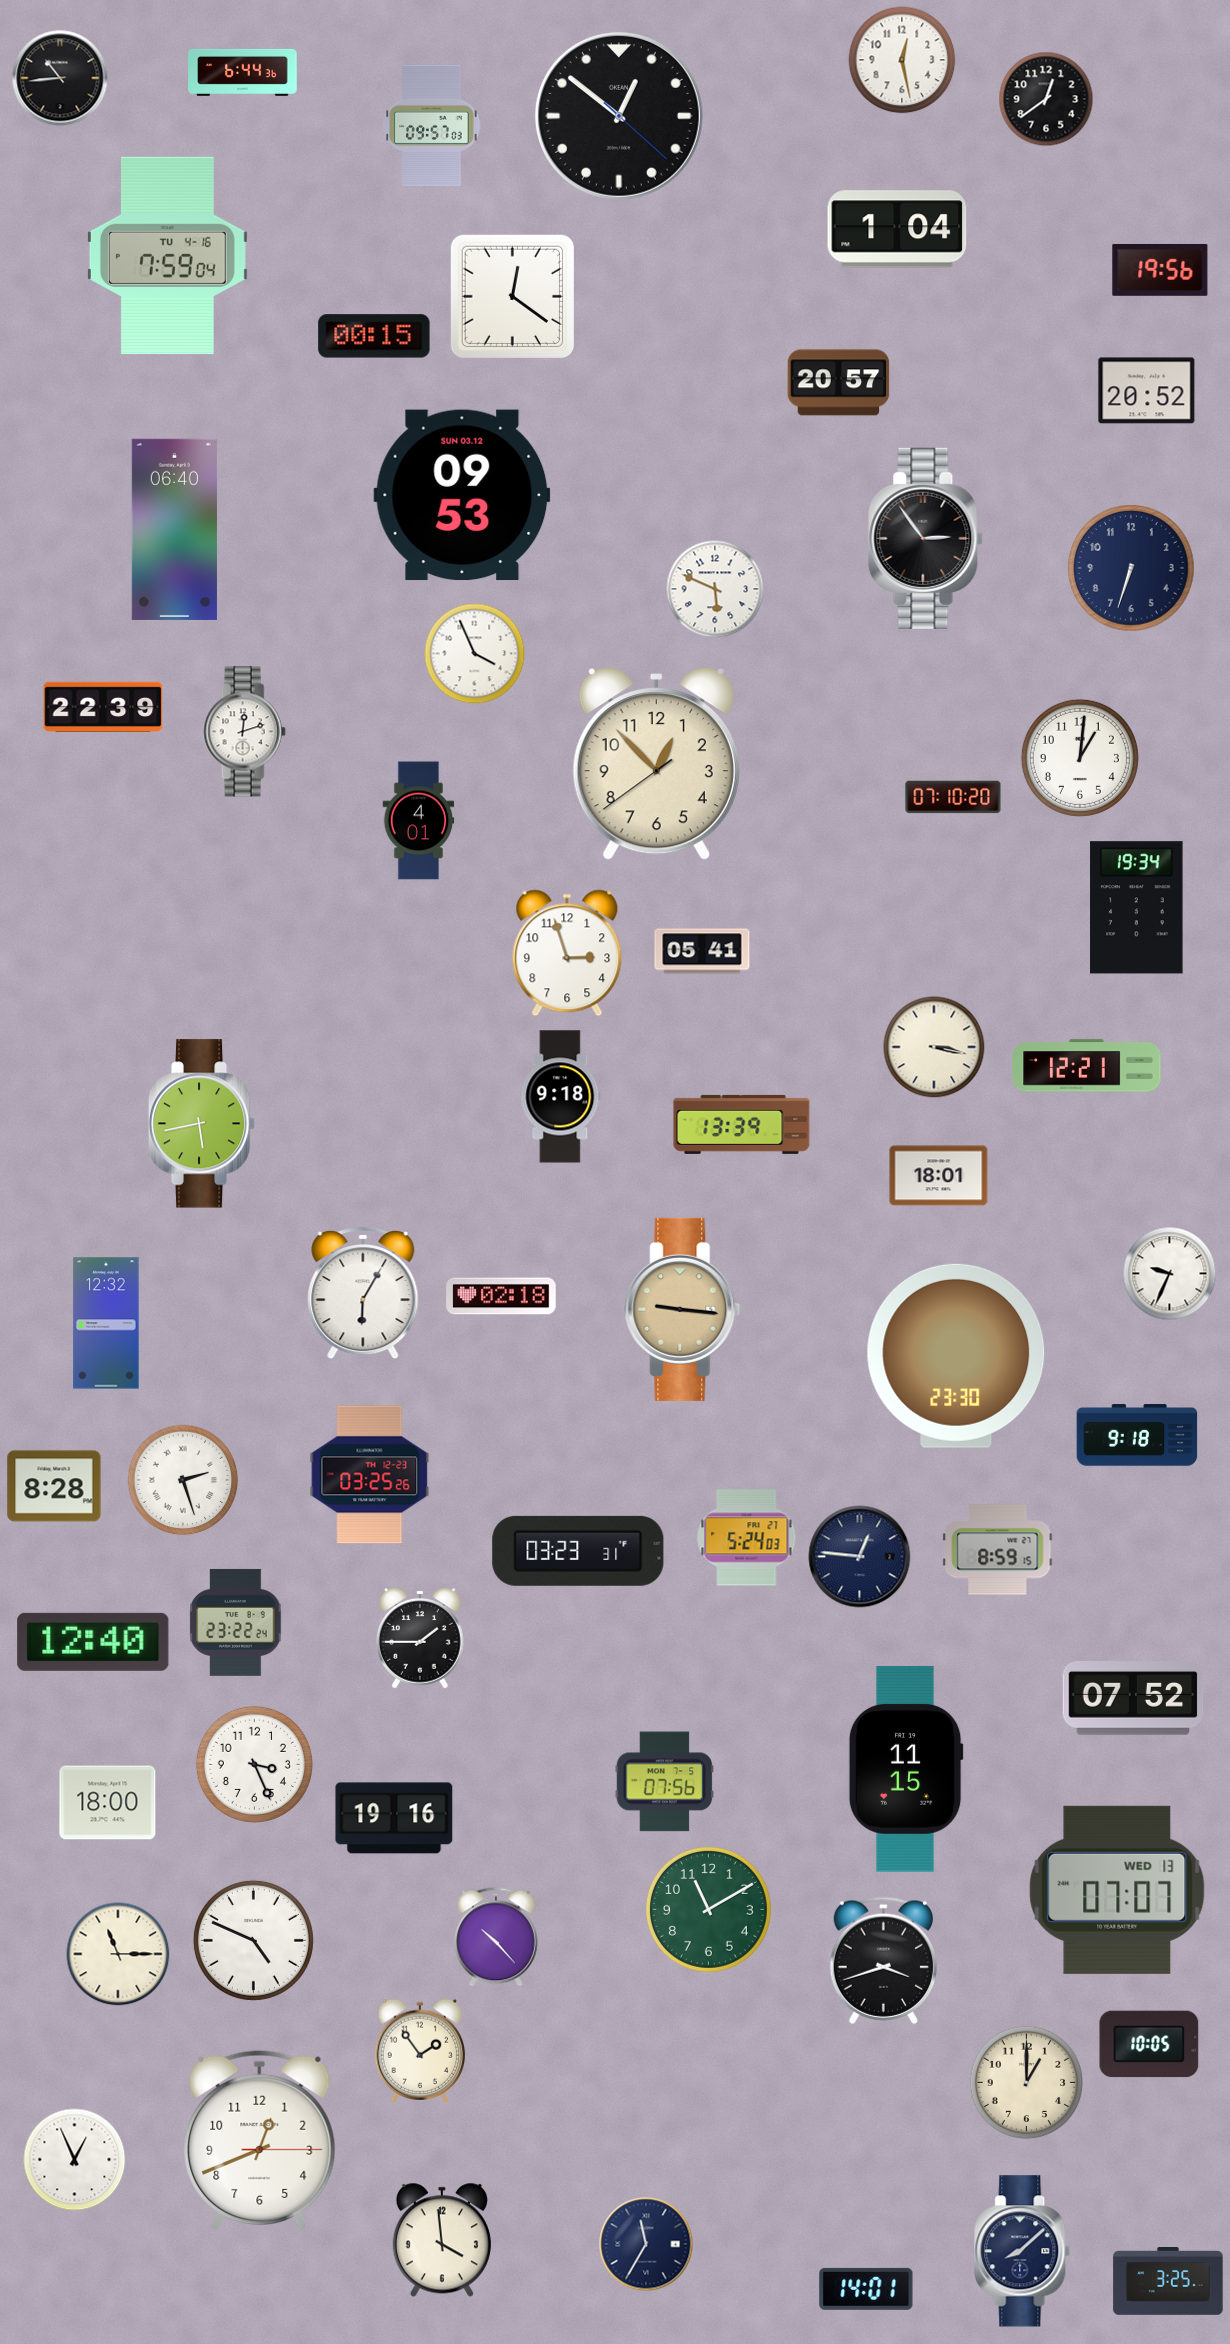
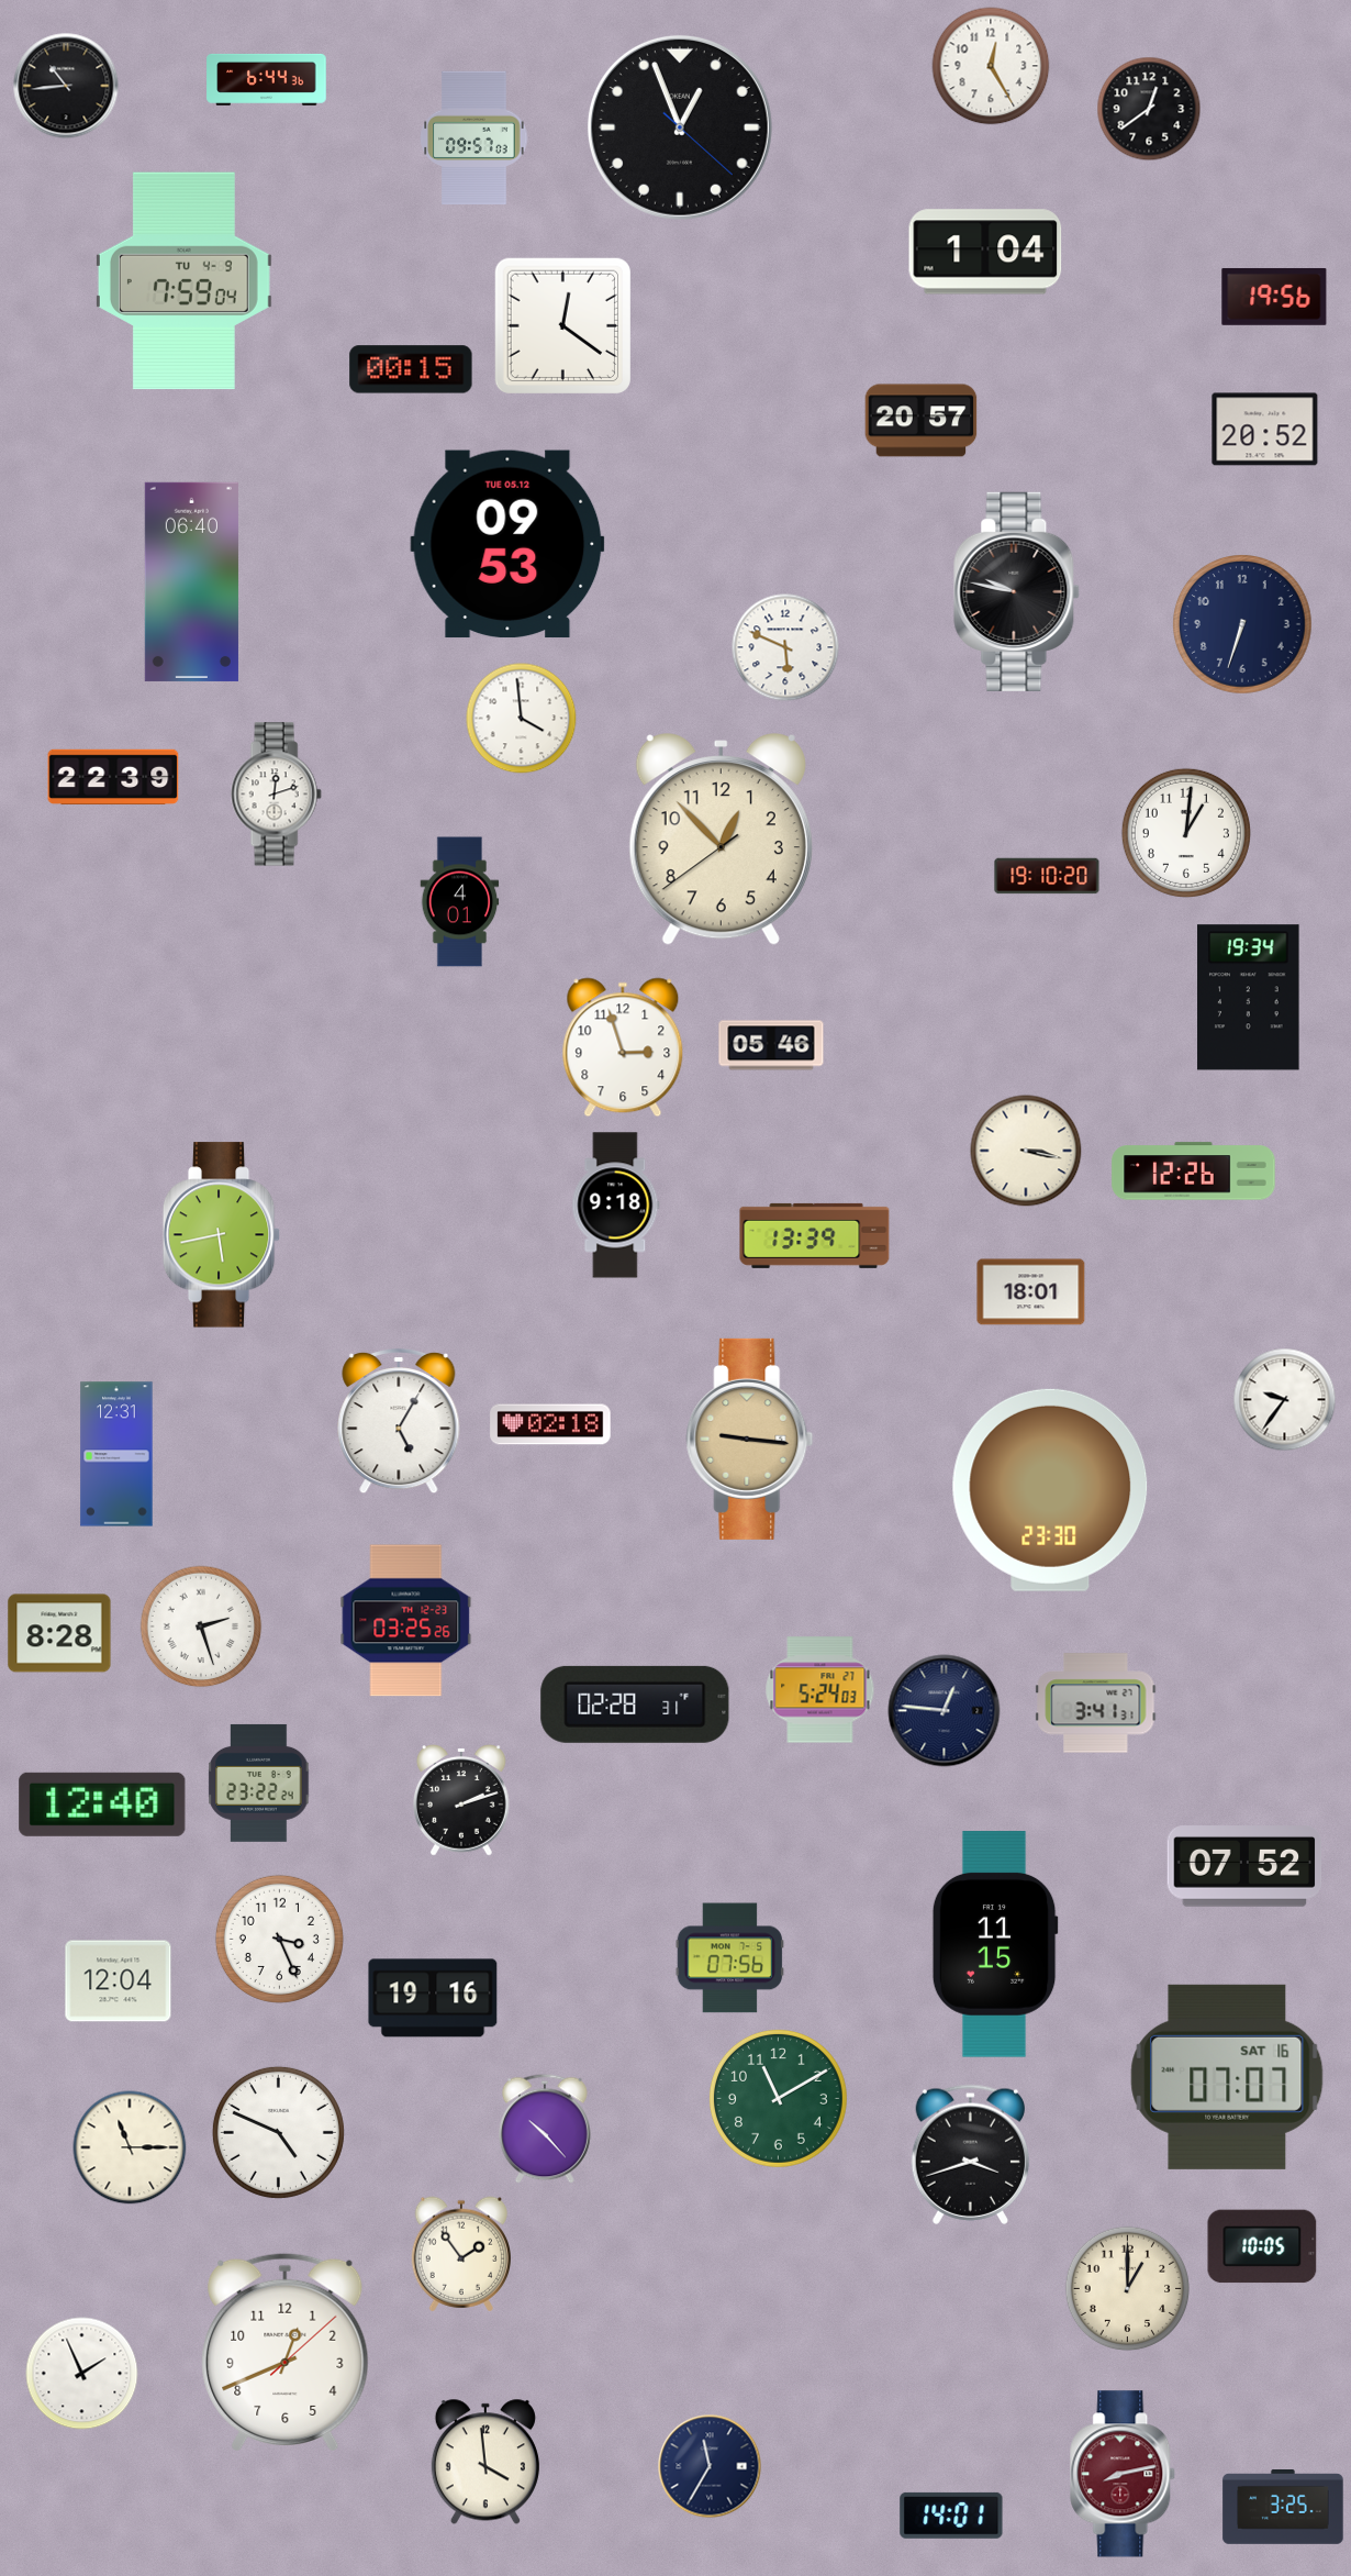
clock at (902, 60): 12:28 -> 12:25
clock at (619, 116): 12:51 -> 12:56
clock at (167, 256) date: TU 4-16 -> TU 4-9
clock at (1147, 391) position: (1147, 391) -> (1265, 430)
clock at (462, 495) date: SUN 03.12 -> TUE 05.12
clock at (926, 538): 2:54 -> 9:47
clock at (475, 654): 3:56 -> 3:59
clock at (244, 732) position: (244, 732) -> (276, 795)
clock at (953, 797): 07:10 -> 19:10
clock at (702, 951): 05:41 -> 05:46
clock at (1087, 1066): 12:21 -> 12:26
clock at (1170, 1274): 9:34 -> 9:36
clock at (363, 1293): 6:05 -> 5:05
clock at (106, 1323): 12:32 -> 12:31
clock at (1137, 1435): 9:18 -> none
clock at (998, 1550): 8:59 -> 3:41
clock at (578, 1551): 03:23 -> 02:28
clock at (421, 1639): 1:45 -> 2:12
clock at (108, 1803): 18:00 -> 12:04
clock at (1117, 1890) date: WED 13 -> SAT 16
clock at (260, 2140): 12:41:15 -> 12:41:08
clock at (75, 2160): 12:56 -> 1:56
clock at (1023, 2251): 8:08 -> 8:13
clock at (1023, 2251) dial: navy -> burgundy
